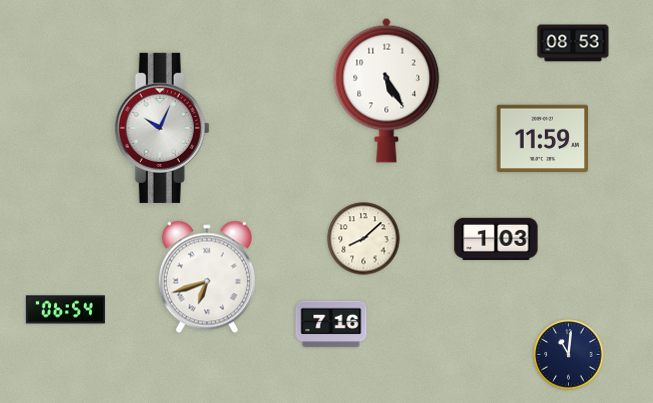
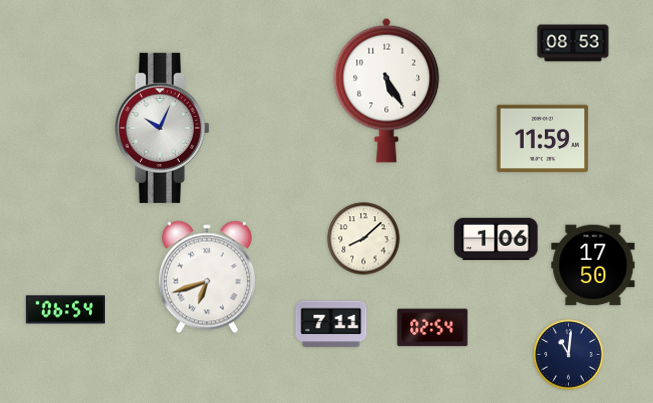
clock at (496, 239): 1:03 -> 1:06
clock at (593, 265): none -> 17:50
clock at (331, 324): 7:16 -> 7:11
clock at (433, 328): none -> 02:54
